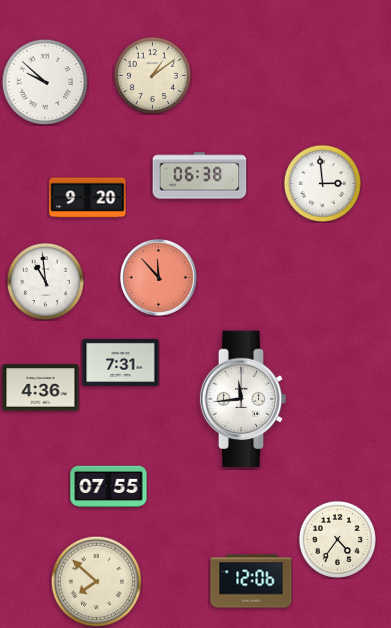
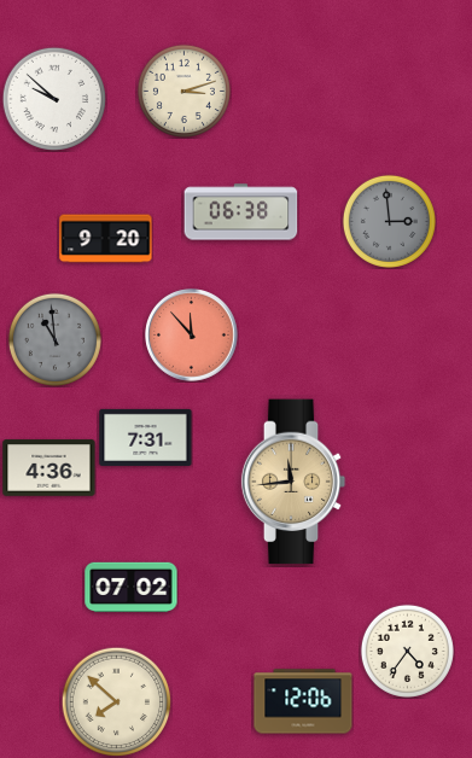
clock at (152, 75): 1:09 -> 3:12
clock at (322, 183) dial: white -> grey
clock at (45, 281) dial: white -> grey
clock at (243, 399) dial: white -> champagne
clock at (109, 487): 07:55 -> 07:02
